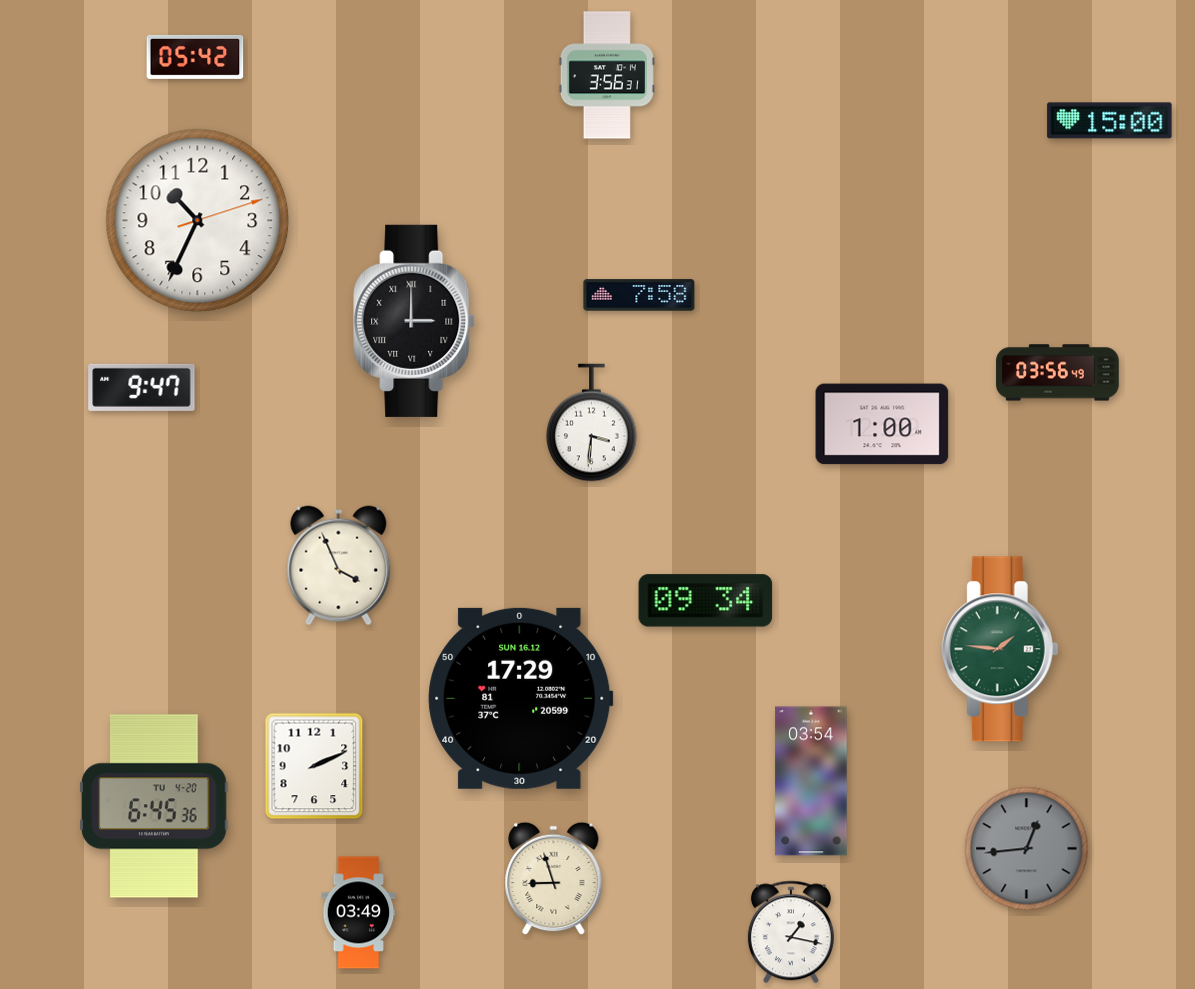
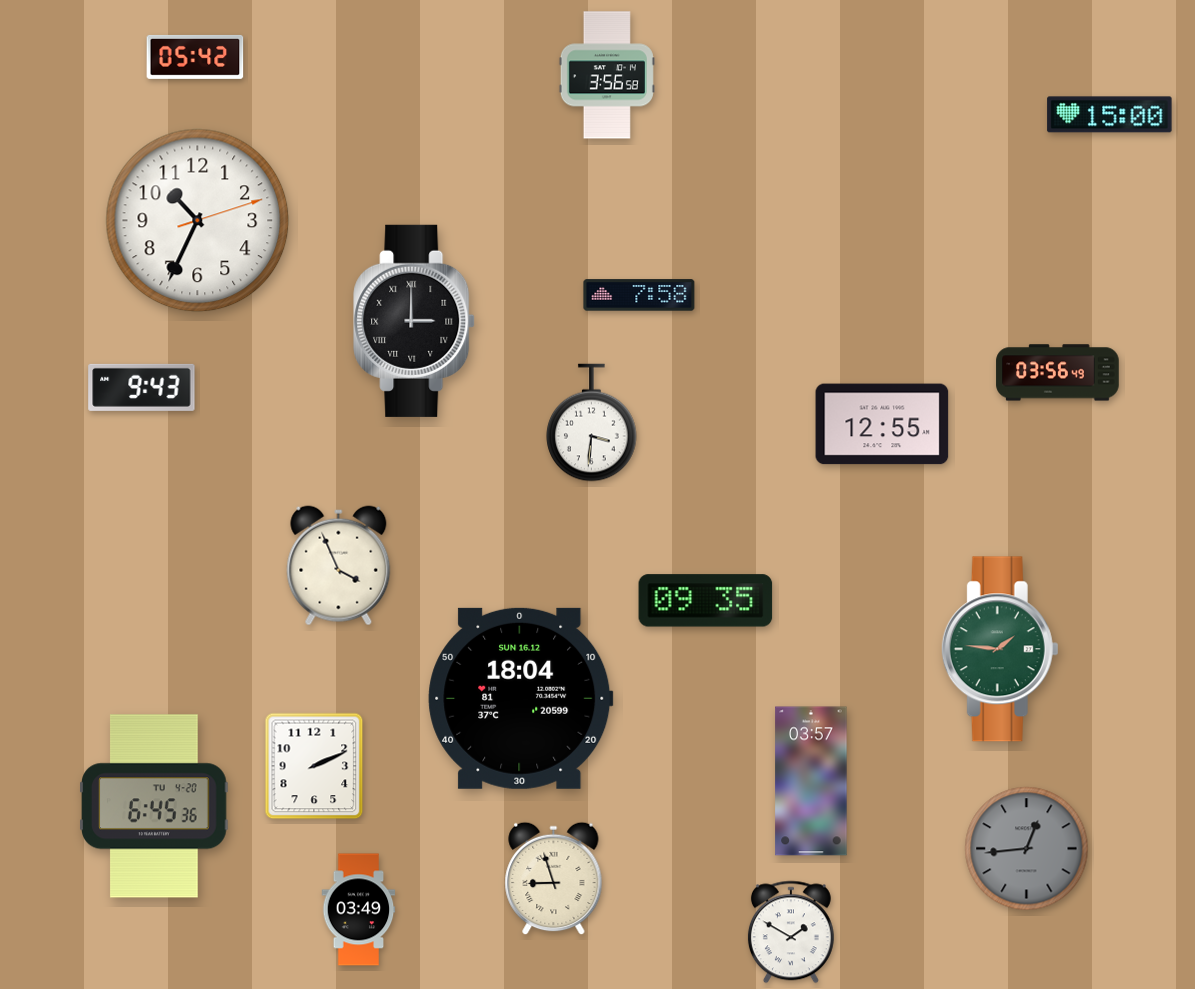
clock at (607, 75): 3:56:31 -> 3:56:58
clock at (1110, 121) position: (1110, 121) -> (1110, 115)
clock at (142, 387): 9:47 -> 9:43
clock at (882, 424): 1:00 -> 12:55
clock at (706, 601): 09:34 -> 09:35
clock at (521, 698): 17:29 -> 18:04
clock at (811, 781): 03:54 -> 03:57
clock at (359, 913) position: (359, 913) -> (359, 910)
clock at (791, 932): 1:17 -> 1:50
